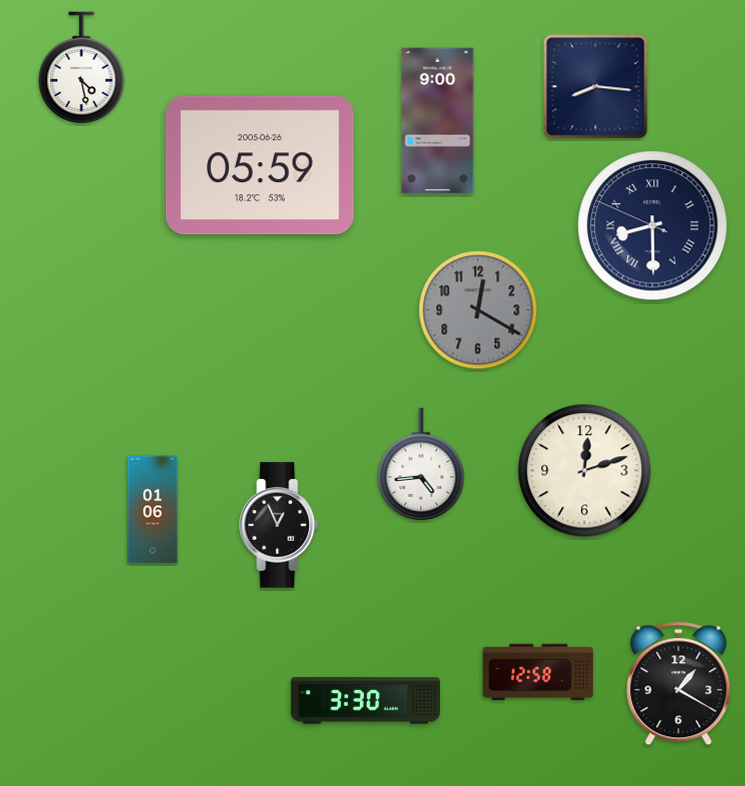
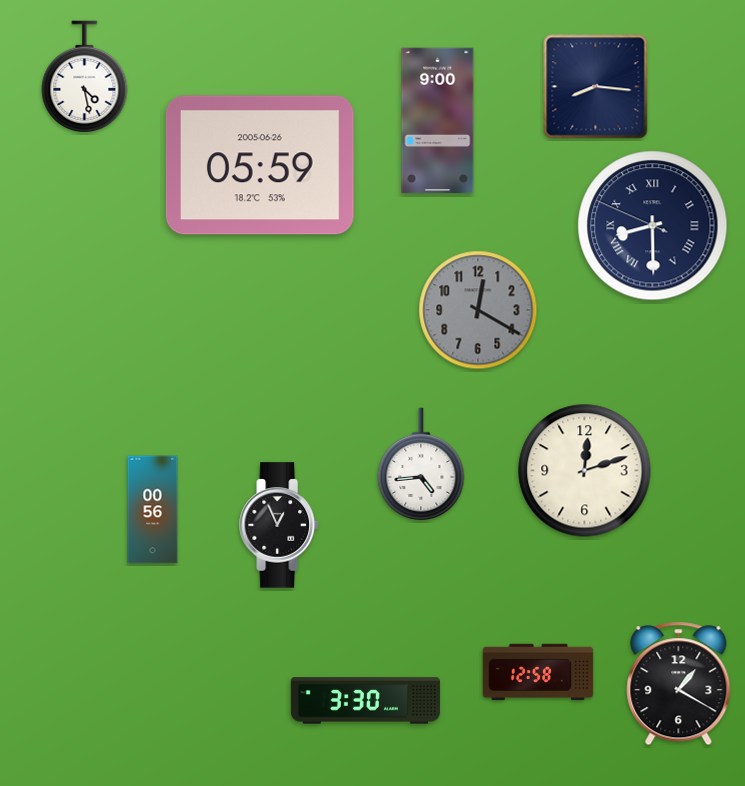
clock at (82, 68) position: (82, 68) -> (85, 77)
clock at (153, 510): 01:06 -> 00:56
